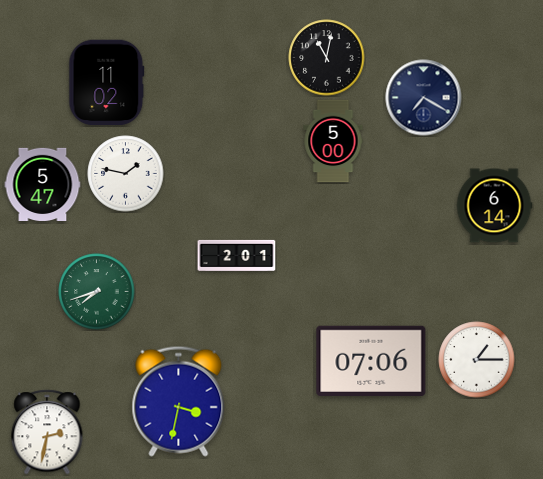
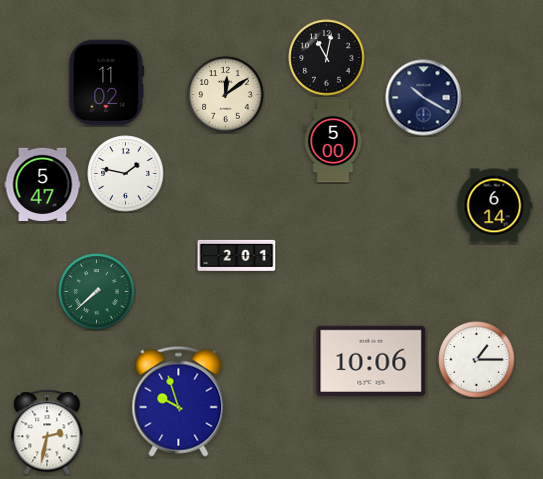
clock at (226, 95): none -> 12:09
clock at (424, 98): 7:20 -> 10:20
clock at (97, 292): 7:42 -> 7:38
clock at (371, 361): 07:06 -> 10:06
clock at (179, 401): 3:32 -> 9:57
